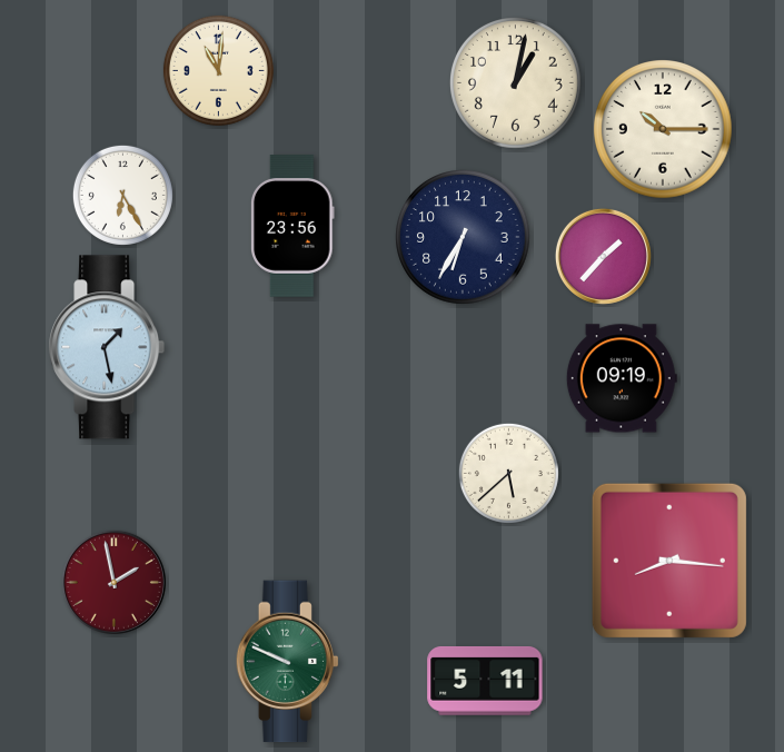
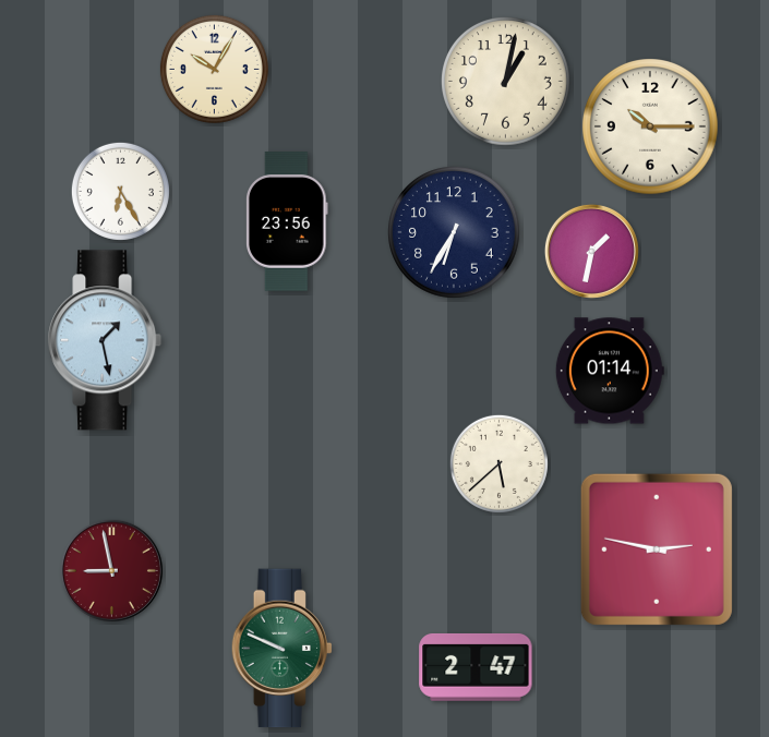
clock at (218, 70): 11:01 -> 10:05
clock at (603, 256): 1:37 -> 1:32
clock at (622, 378): 09:19 -> 01:14
clock at (669, 561): 8:16 -> 2:47
clock at (113, 582): 1:58 -> 8:58
clock at (485, 681): 5:11 -> 2:47
